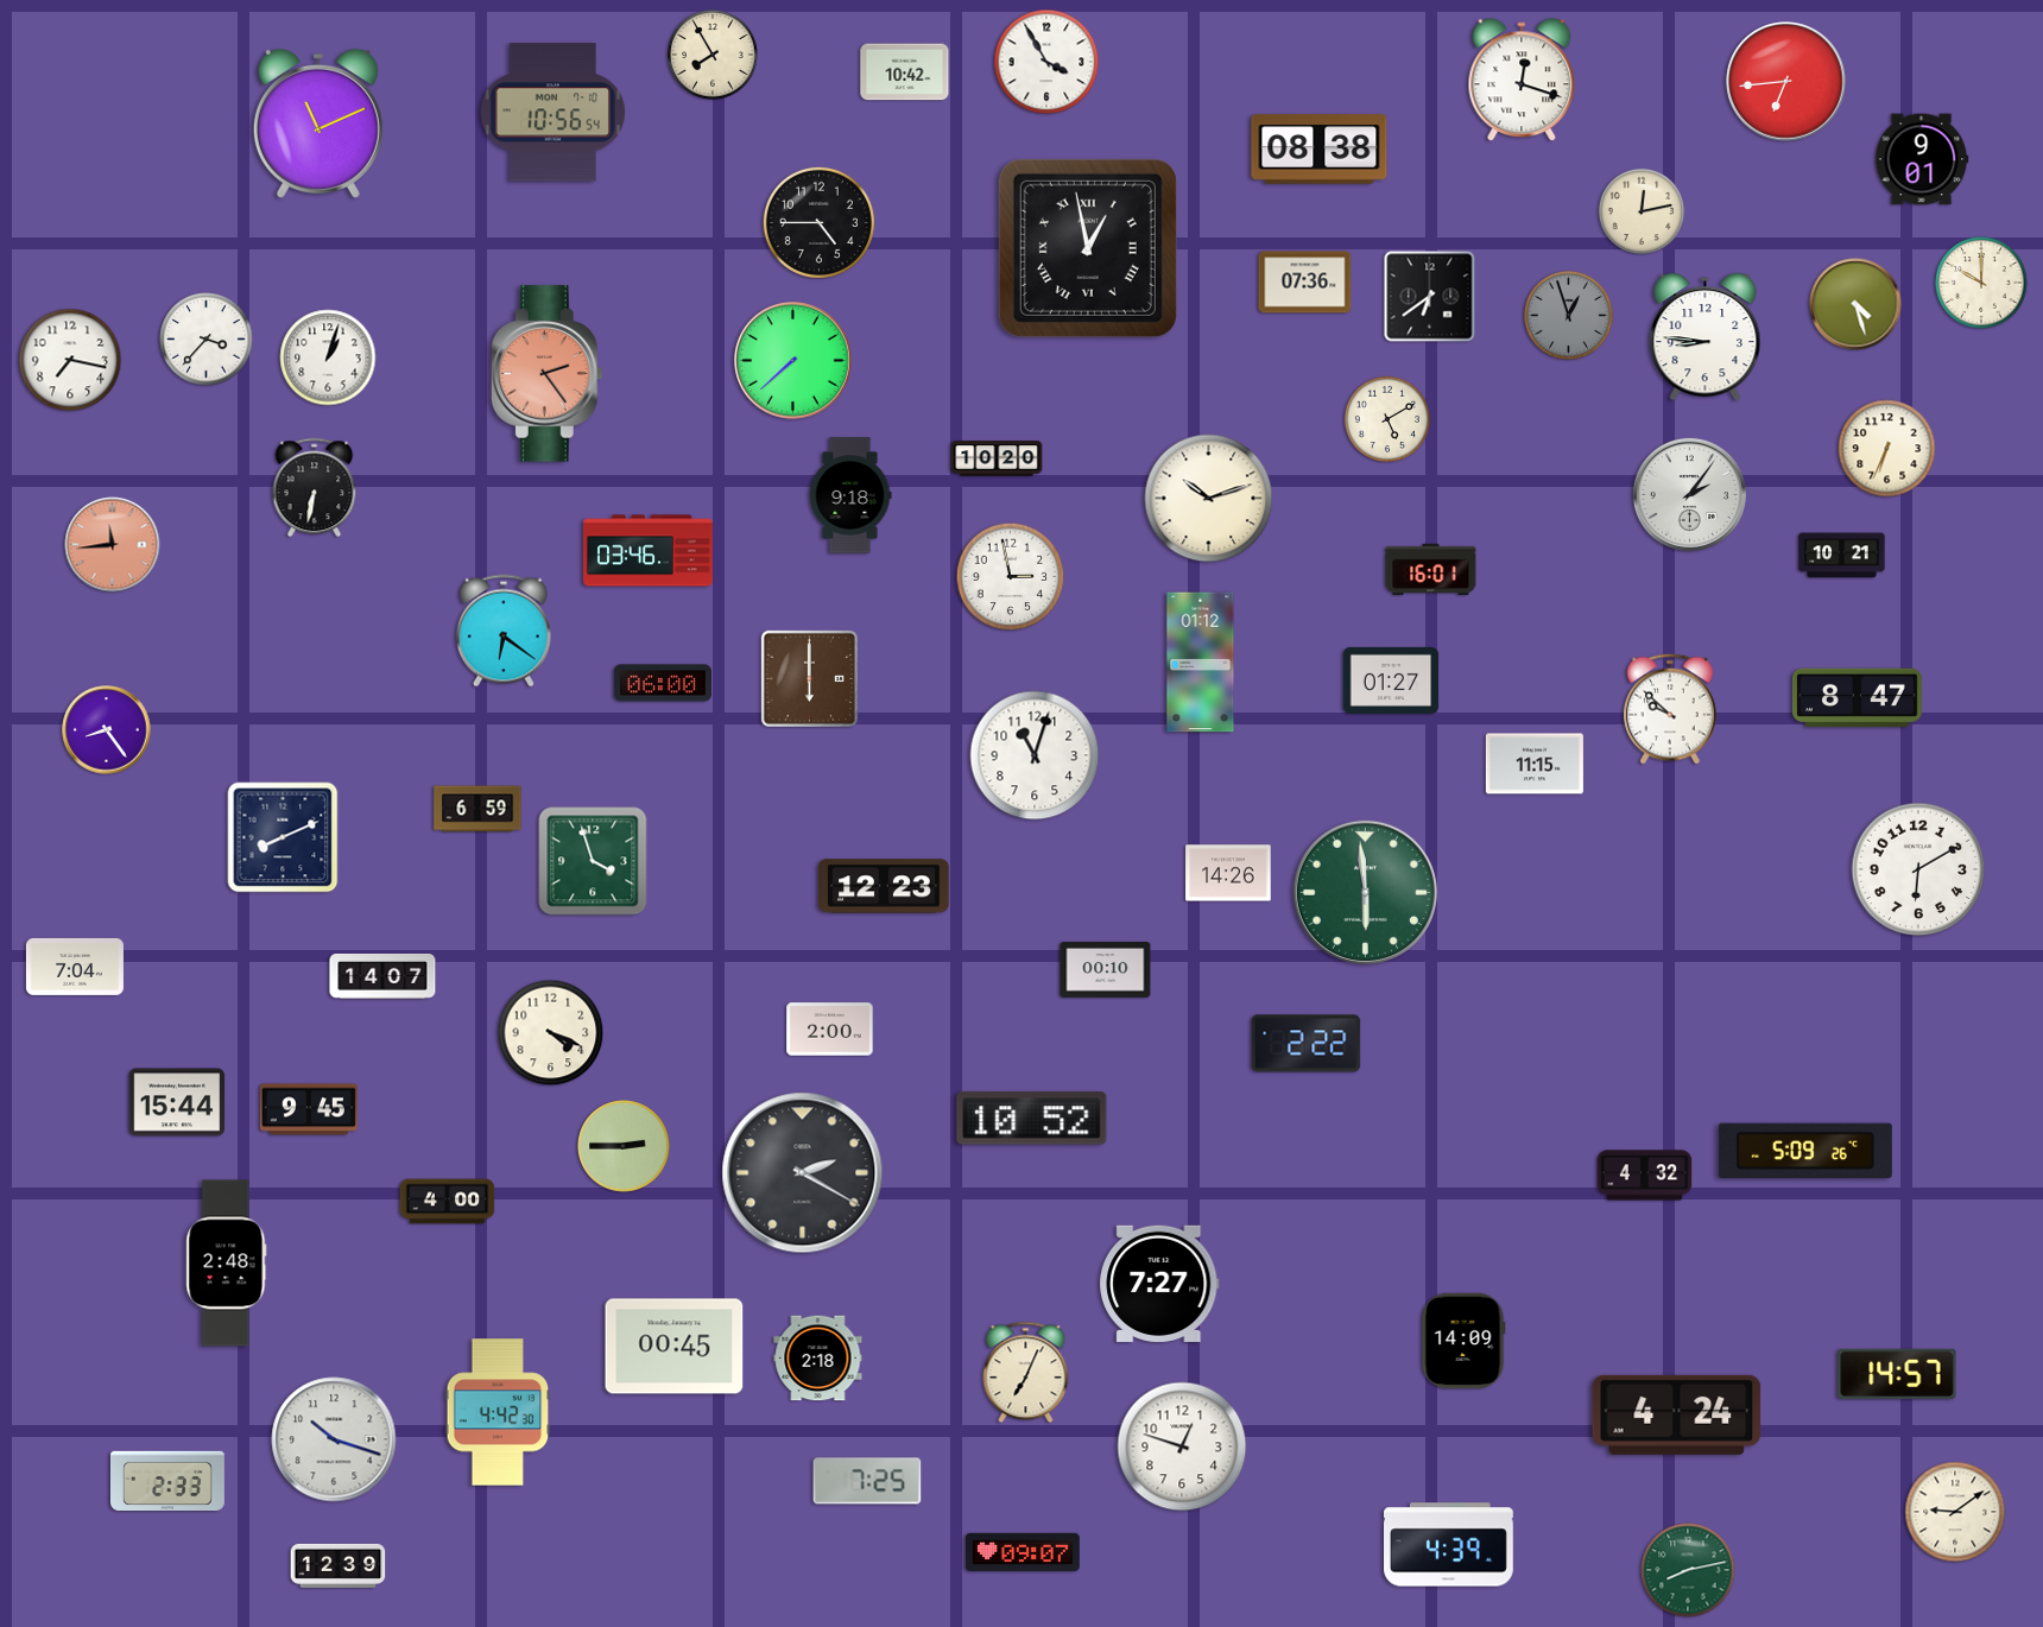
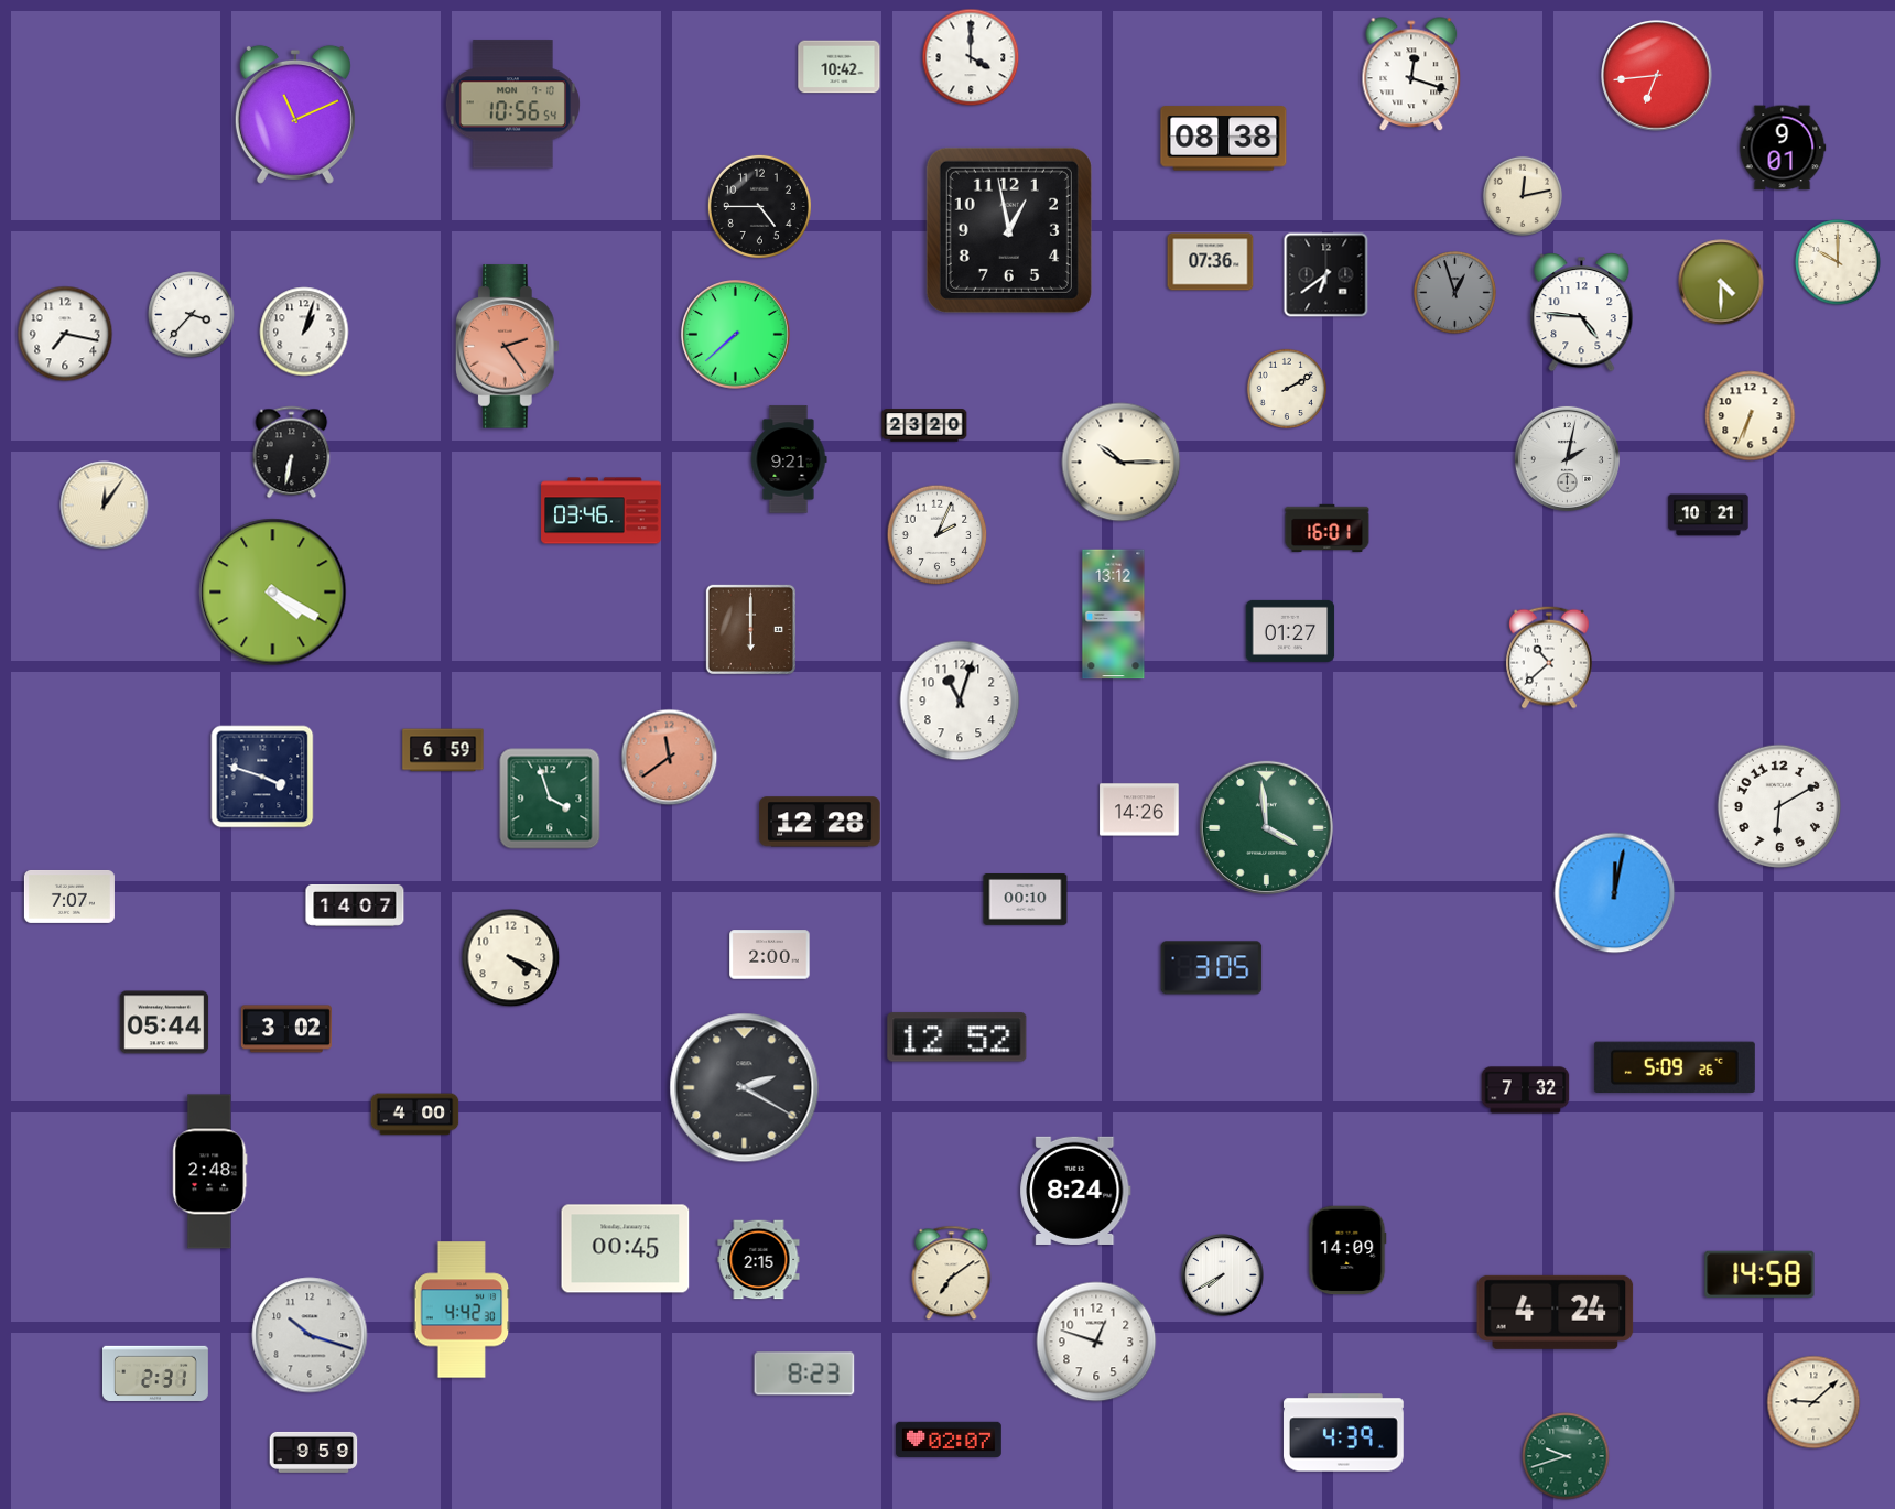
clock at (713, 55): 7:55 -> none
clock at (1046, 62): 3:55 -> 4:00
clock at (1088, 248) numerals: Roman -> Arabic
clock at (1855, 304): 4:27 -> 4:30
clock at (1706, 337): 8:46 -> 4:46
clock at (1386, 418): 5:10 -> 2:10
clock at (997, 458): 10:20 -> 23:20
clock at (1689, 494): 2:06 -> 2:02
clock at (850, 495): 9:18 -> 9:21
clock at (1209, 499): 10:12 -> 10:15
clock at (113, 545): 11:44 -> 12:06
clock at (113, 545) dial: salmon -> cream
clock at (1011, 577): 2:58 -> 2:04
clock at (504, 631): 6:21 -> none
clock at (273, 593): none -> 4:20
clock at (1201, 663): 01:12 -> 13:12
clock at (663, 683): 06:00 -> none
clock at (1858, 698): 8:47 -> none
clock at (1671, 709): 9:52 -> 10:38
clock at (107, 730): 8:24 -> none
clock at (1535, 764): 11:15 -> none
clock at (670, 758): none -> 11:39
clock at (283, 837): 8:11 -> 3:48
clock at (884, 886): 12:23 -> 12:28
clock at (1365, 892): 5:59 -> 3:59
clock at (1615, 893): none -> 12:02
clock at (75, 967): 7:04 -> 7:07
clock at (1307, 1044): 2:22 -> 3:05
clock at (177, 1102): 15:44 -> 05:44
clock at (309, 1109): 9:45 -> 3:02
clock at (1032, 1119): 10:52 -> 12:52
clock at (624, 1146): 2:45 -> none
clock at (1645, 1176): 4:32 -> 7:32
clock at (1159, 1284): 7:27 -> 8:24
clock at (1463, 1341) position: (1463, 1341) -> (1347, 1250)
clock at (818, 1359): 2:18 -> 2:15
clock at (1026, 1373): 7:04 -> 7:09
clock at (1897, 1374): 14:57 -> 14:58
clock at (1223, 1275): none -> 7:40
clock at (169, 1480): 2:33 -> 2:31
clock at (867, 1481): 7:25 -> 8:23
clock at (1955, 1512): 9:09 -> 9:08
clock at (1023, 1552): 09:07 -> 02:07
clock at (339, 1565): 12:39 -> 9:59
clock at (1688, 1570): 8:13 -> 9:42
